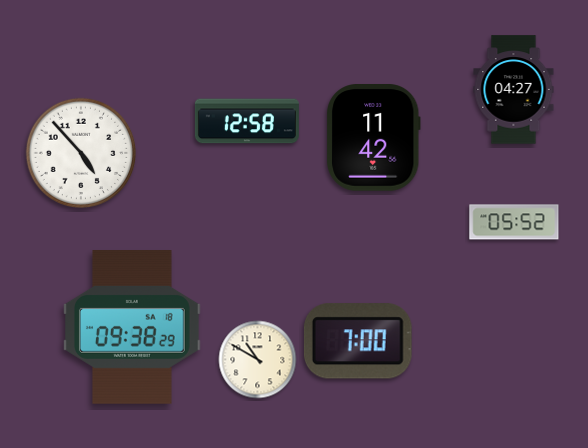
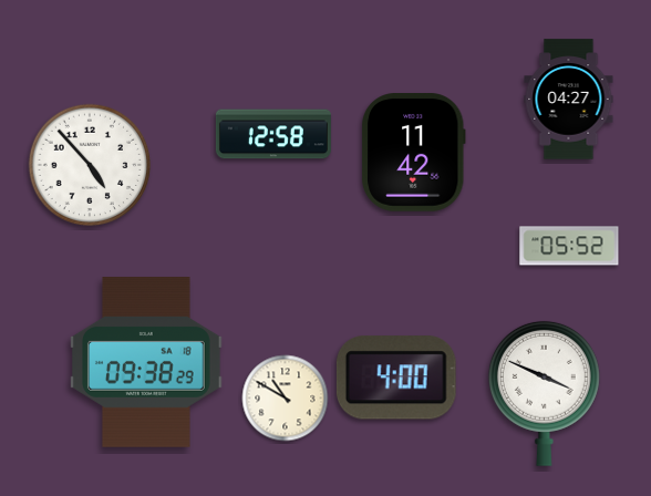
clock at (81, 153) position: (81, 153) -> (90, 165)
clock at (358, 341): 7:00 -> 4:00
clock at (544, 393): none -> 3:49
